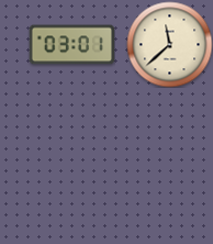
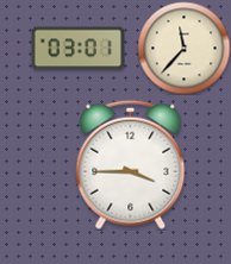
clock at (169, 44): 11:38 -> 11:37
clock at (131, 164): none -> 3:45
